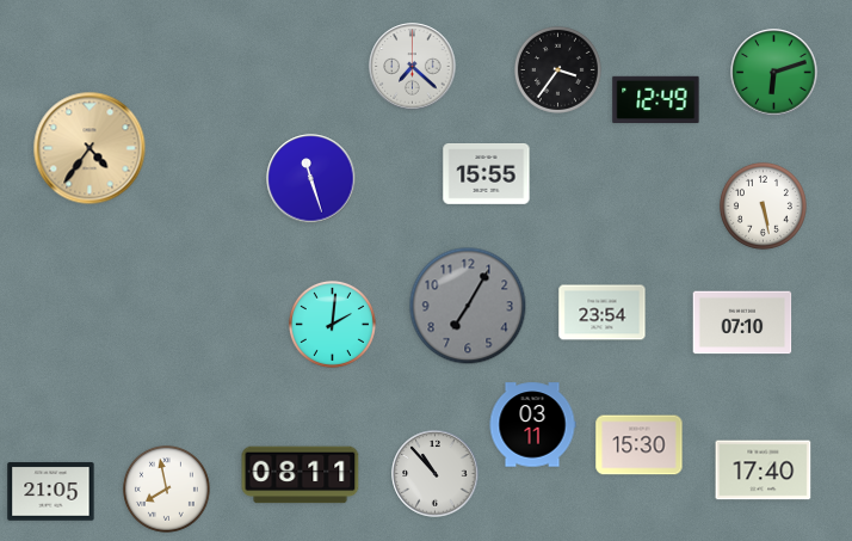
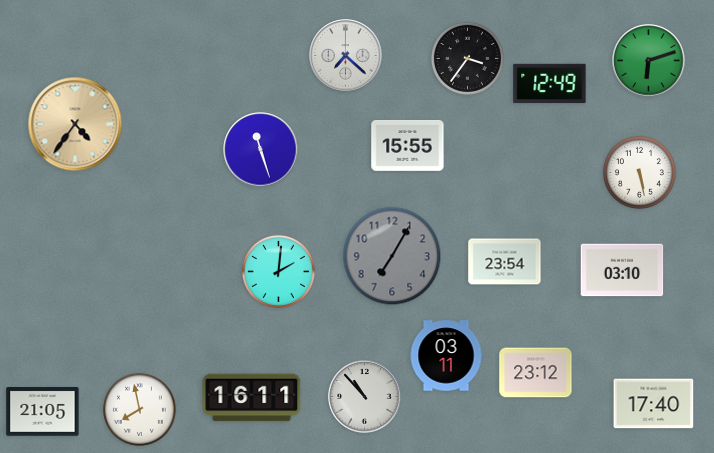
clock at (742, 322): 07:10 -> 03:10
clock at (640, 445): 15:30 -> 23:12
clock at (764, 471) position: (764, 471) -> (654, 404)
clock at (301, 475): 08:11 -> 16:11
